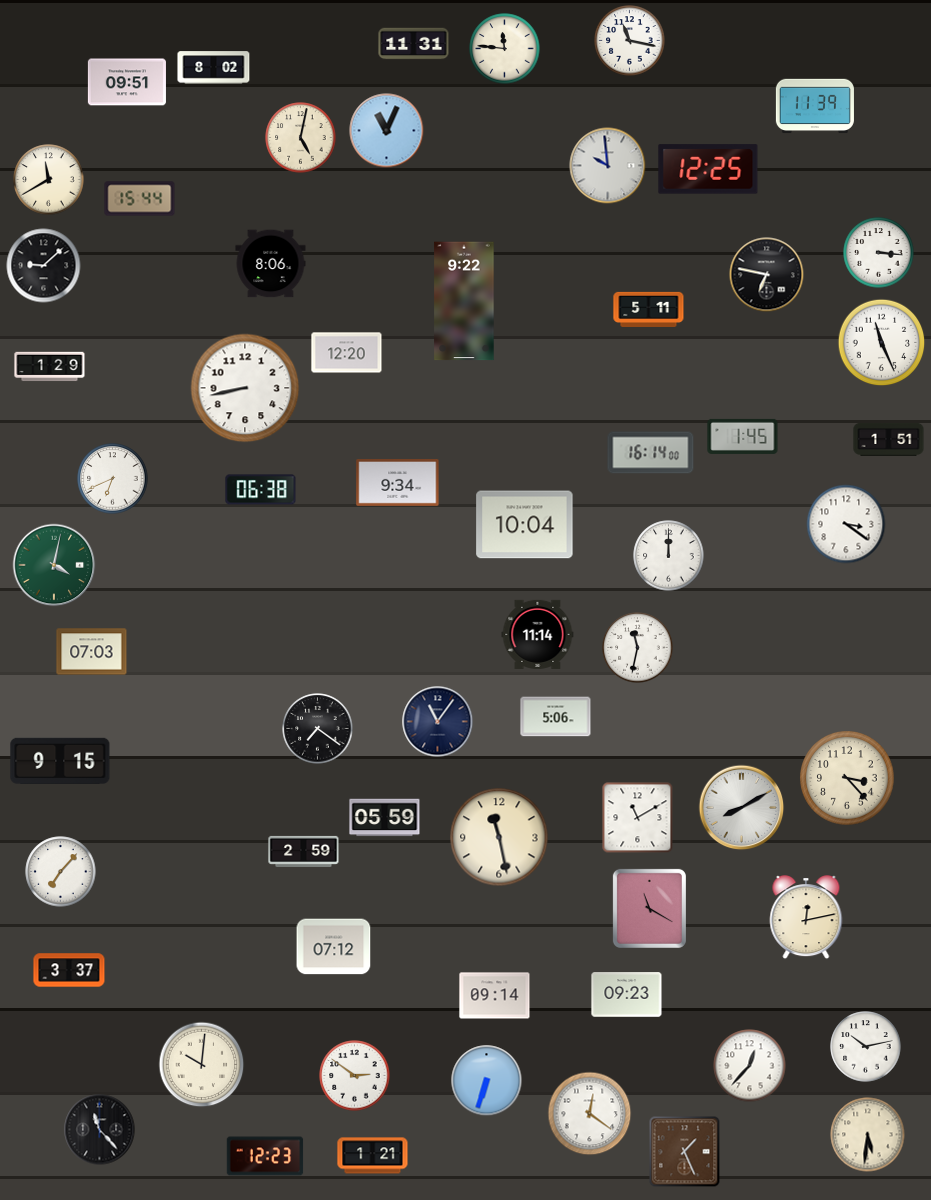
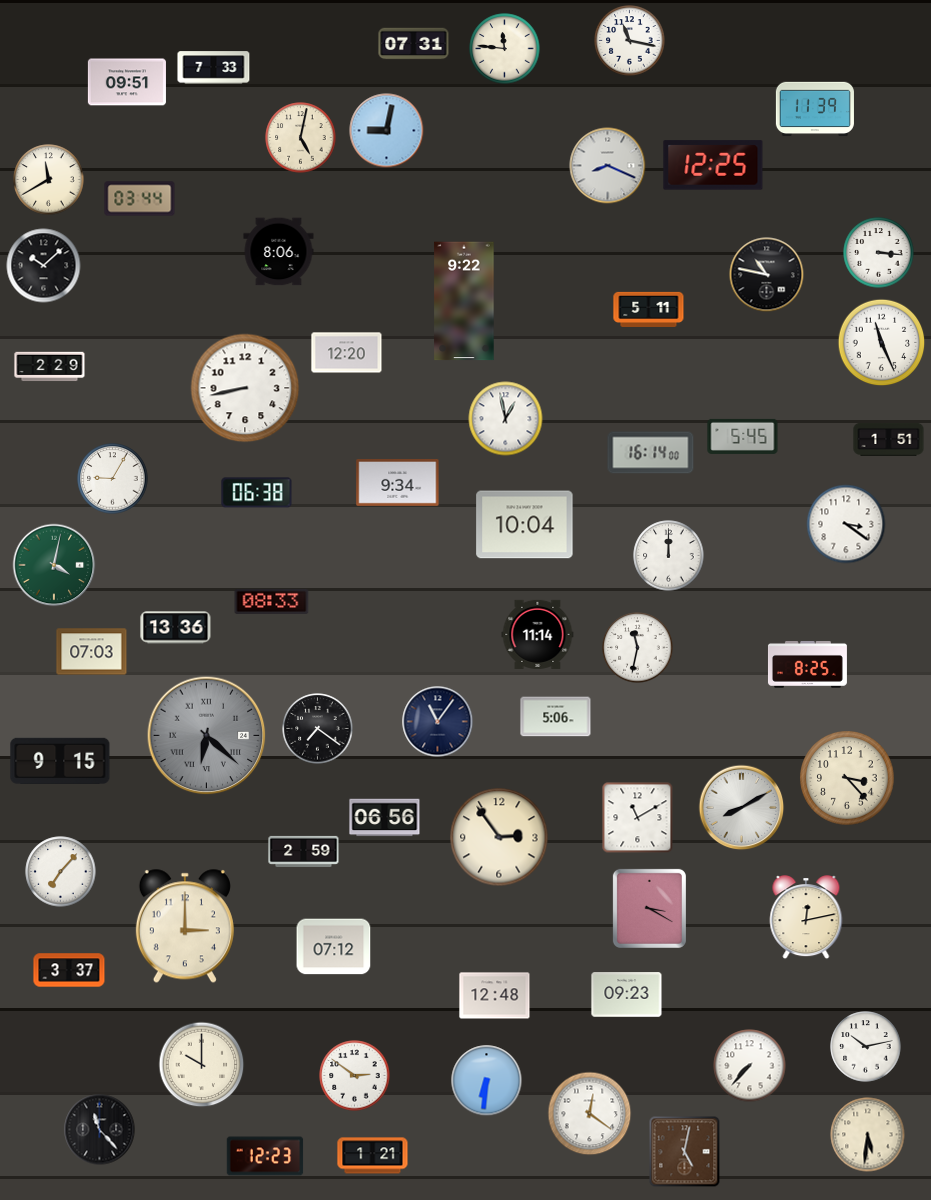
clock at (414, 44): 11:31 -> 07:31
clock at (214, 68): 8:02 -> 7:33
clock at (815, 106) position: (815, 106) -> (815, 109)
clock at (387, 131): 11:04 -> 9:02
clock at (608, 166): 9:59 -> 8:19
clock at (708, 169) position: (708, 169) -> (713, 165)
clock at (140, 199): 15:44 -> 03:44
clock at (271, 264) position: (271, 264) -> (279, 252)
clock at (44, 266): 9:08 -> 10:08
clock at (767, 275): 6:47 -> 10:47
clock at (50, 367): 1:29 -> 2:29
clock at (506, 419): none -> 12:58
clock at (743, 436): 1:45 -> 5:45
clock at (113, 479): 6:41 -> 9:05
clock at (261, 490) position: (261, 490) -> (257, 493)
clock at (272, 601): none -> 08:33
clock at (176, 628): none -> 13:36
clock at (807, 665): none -> 8:25
clock at (207, 736): none -> 6:22
clock at (385, 818): 05:59 -> 06:56
clock at (499, 837): 11:28 -> 2:54
clock at (649, 908): 11:20 -> 3:20
clock at (185, 926): none -> 3:00
clock at (495, 996): 09:14 -> 12:48
clock at (202, 1065): 10:01 -> 10:00
clock at (750, 1066): 12:37 -> 7:37
clock at (487, 1081): 6:33 -> 6:31
clock at (685, 1152): 1:26 -> 5:02
